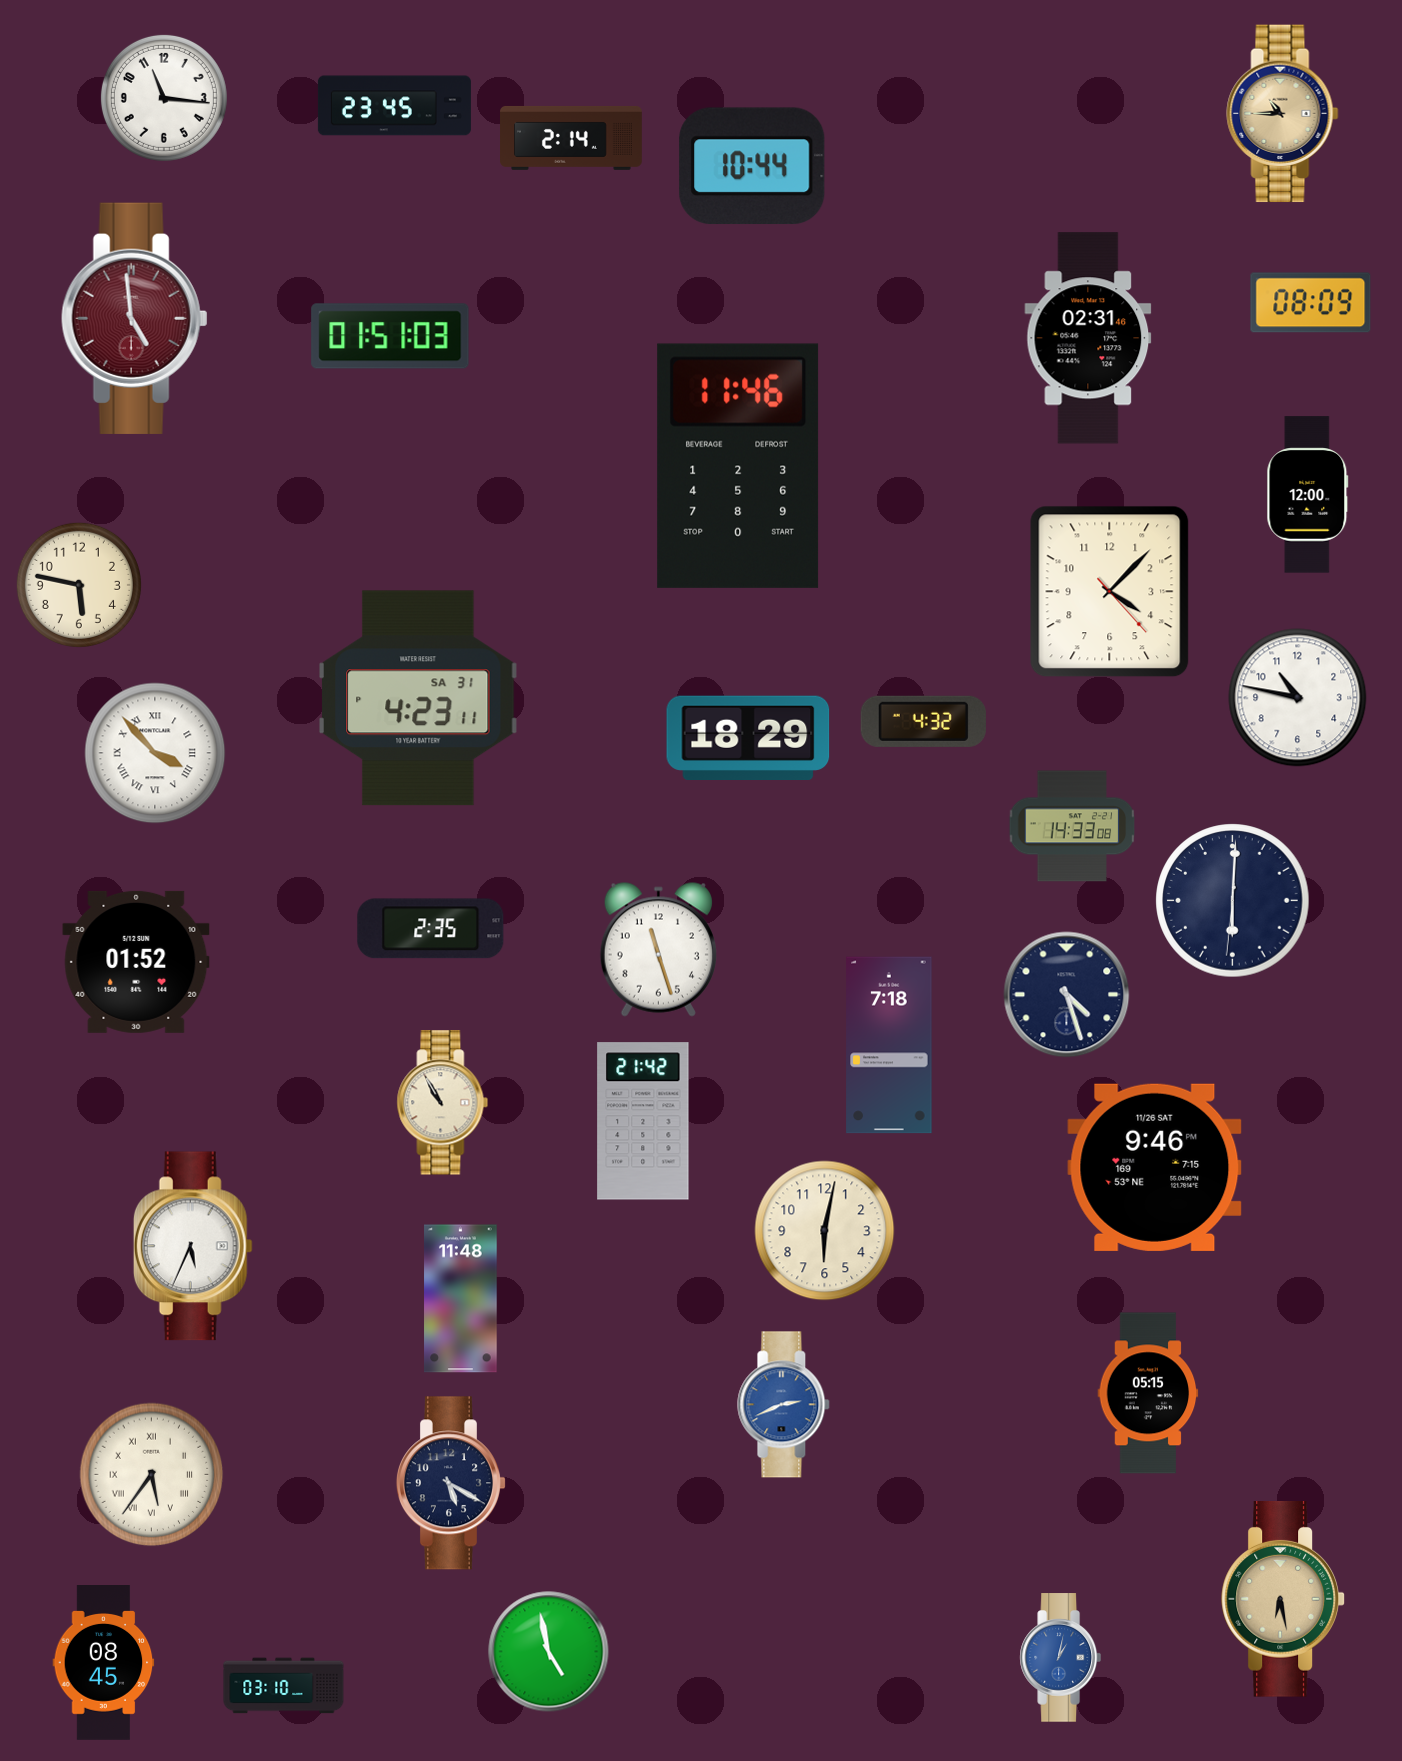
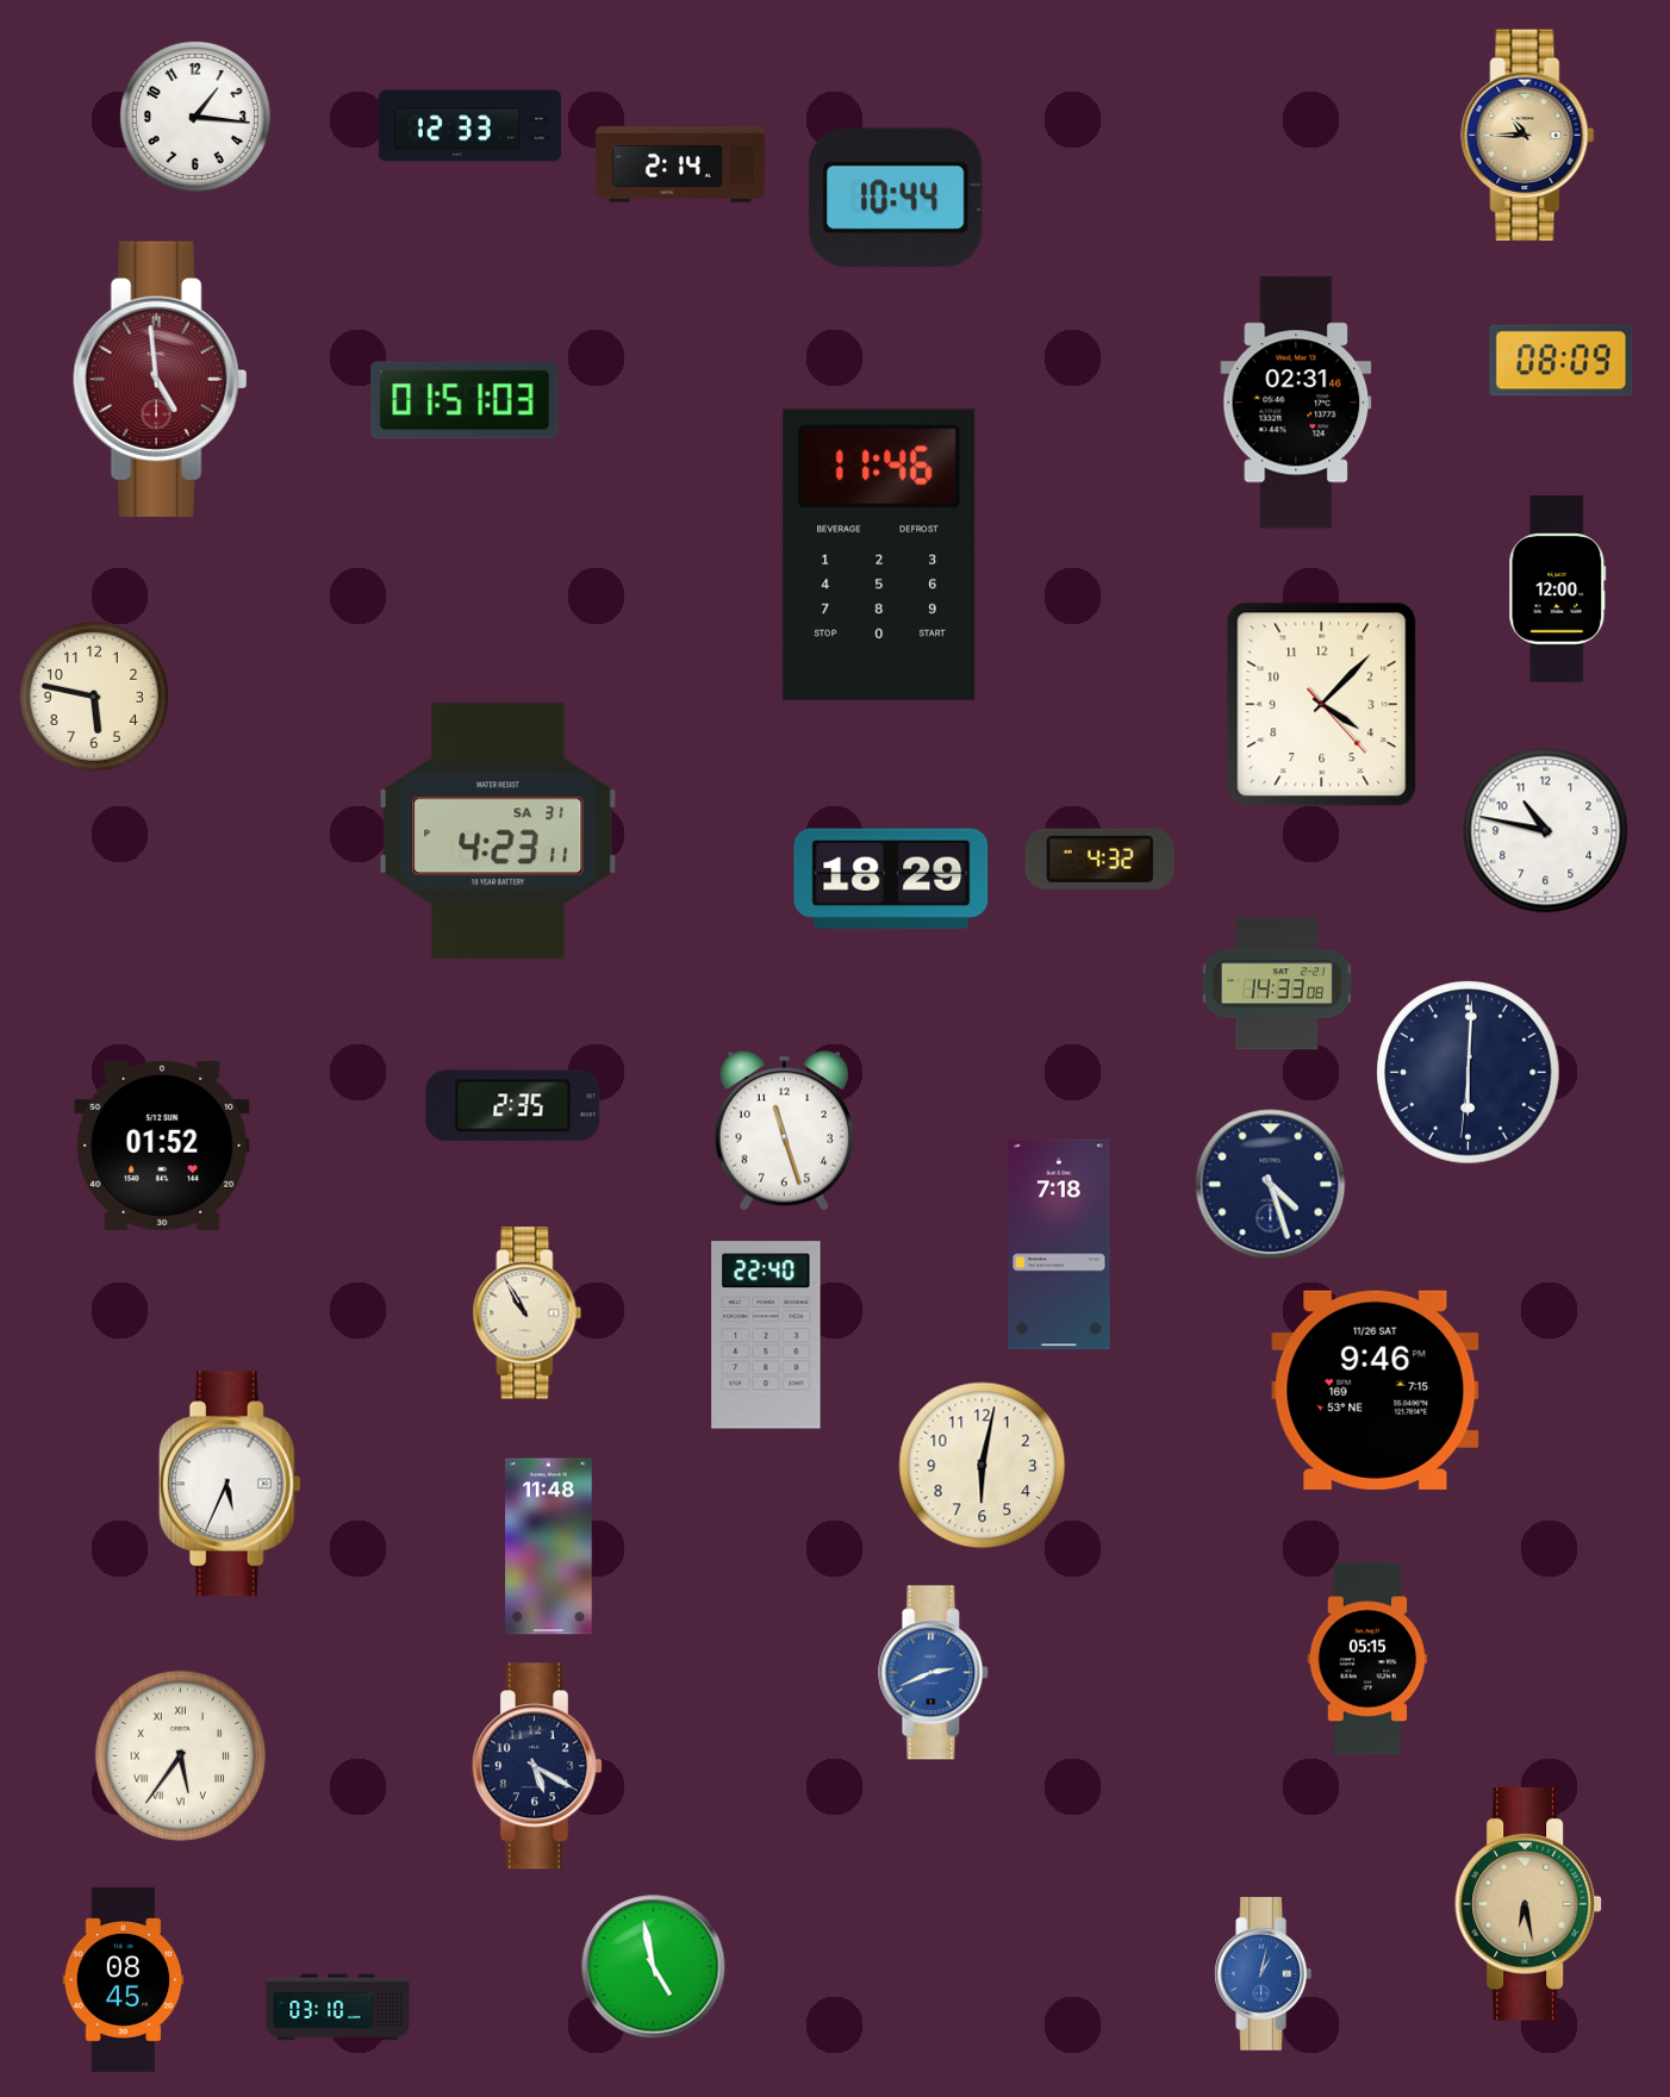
clock at (164, 98): 11:16 -> 1:16
clock at (394, 106): 23:45 -> 12:33
clock at (155, 753): 3:53 -> none
clock at (643, 1121): 21:42 -> 22:40
